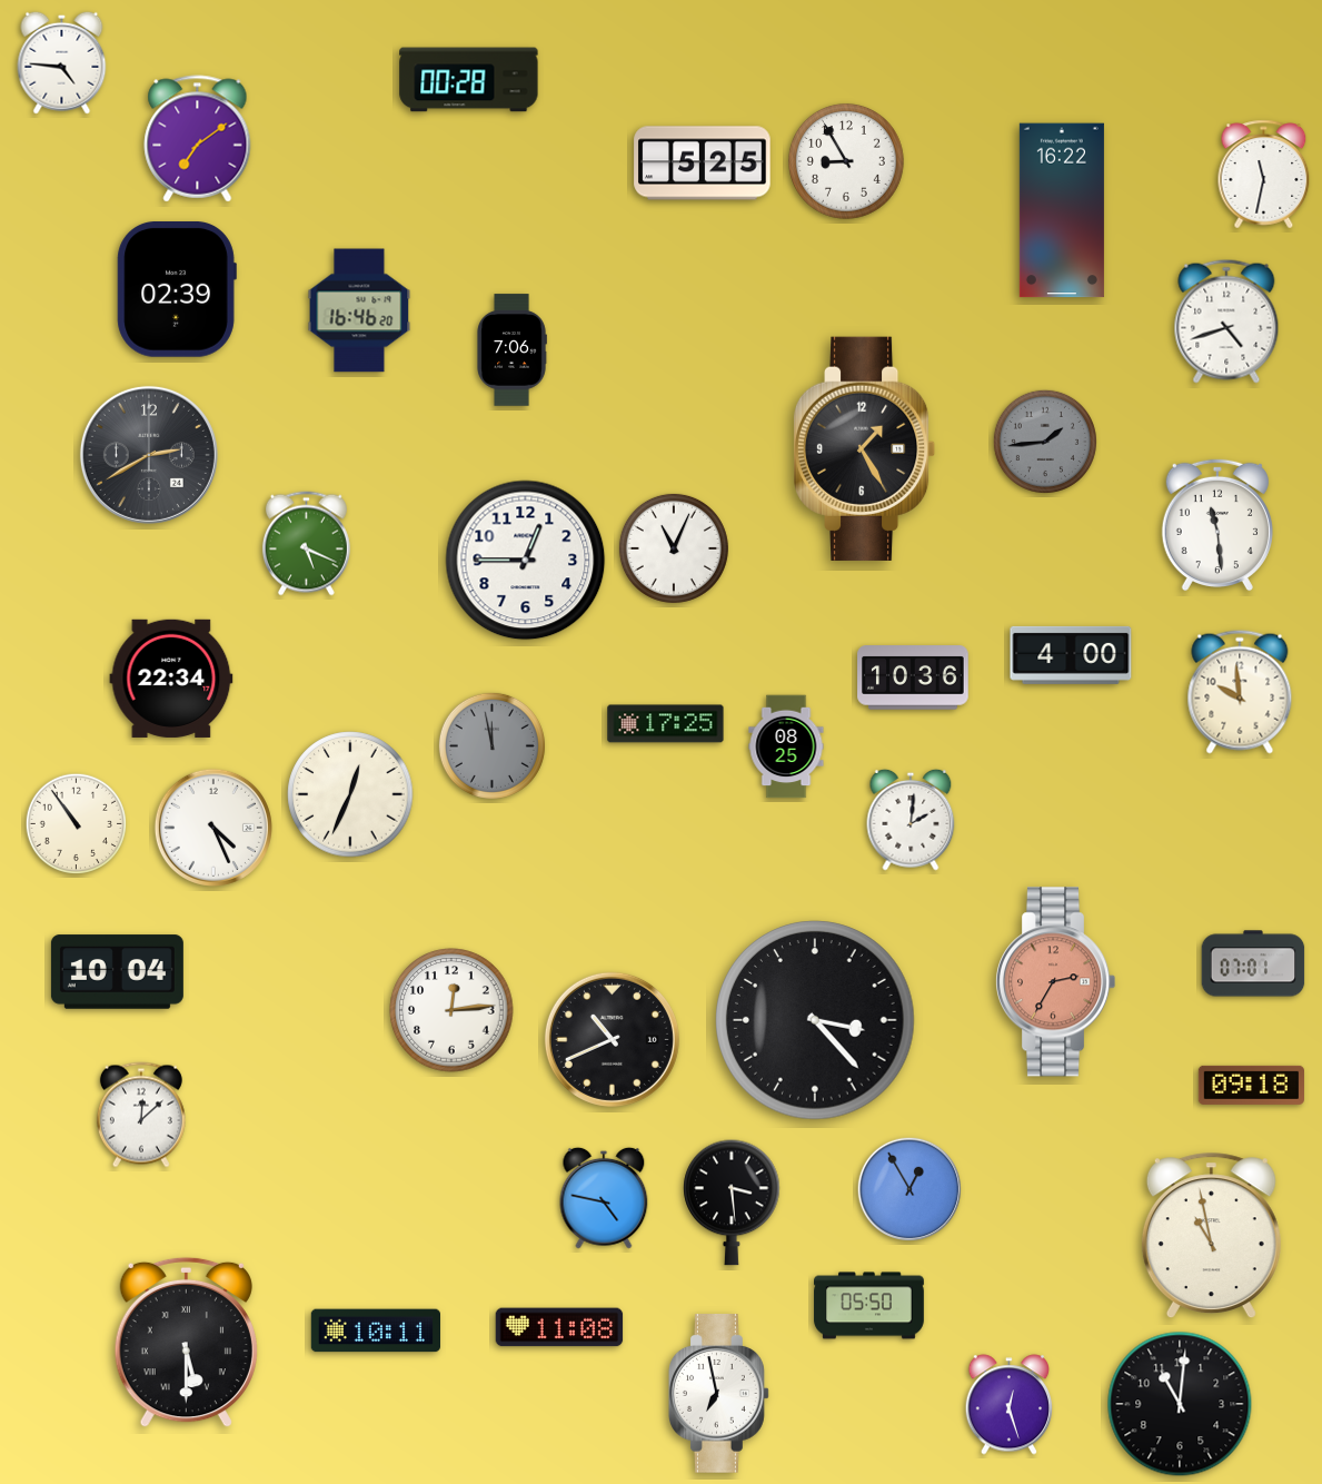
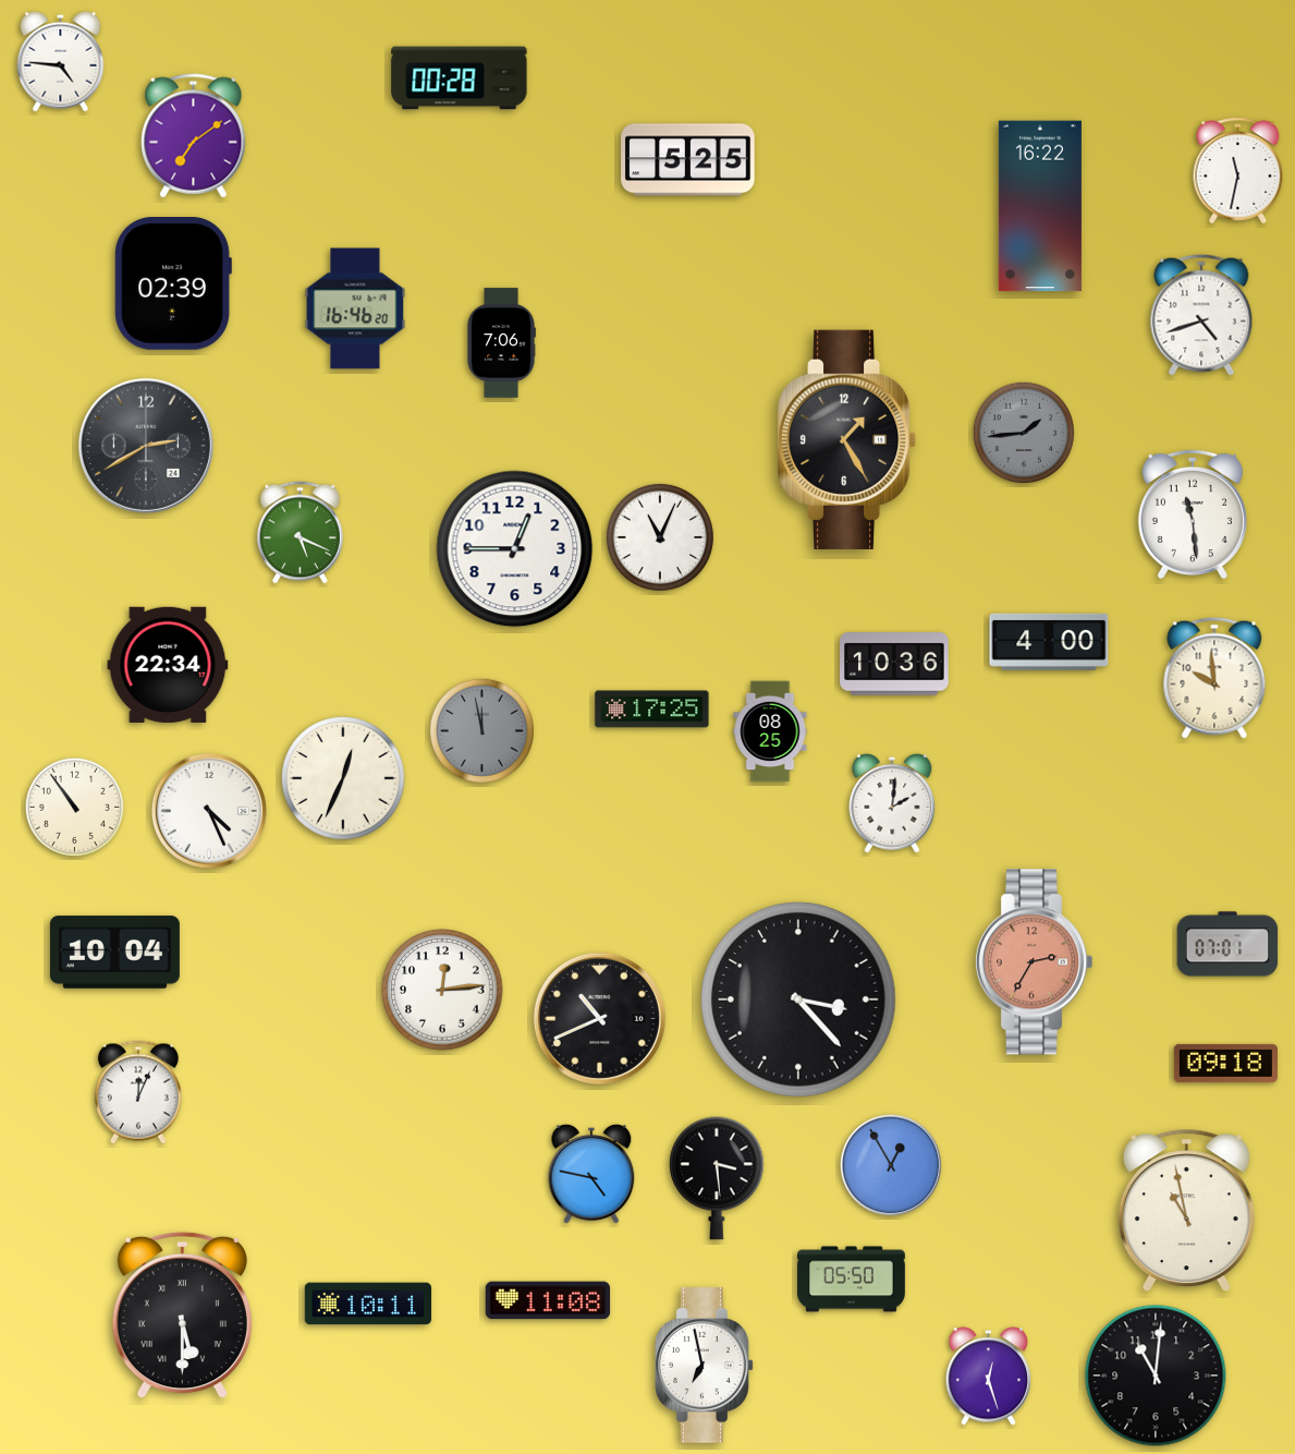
clock at (846, 161): 8:55 -> none
clock at (359, 310) position: (359, 310) -> (355, 308)
clock at (141, 1115): 12:08 -> 12:04
